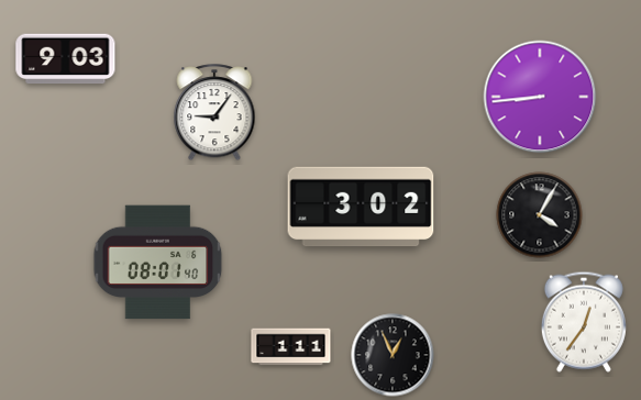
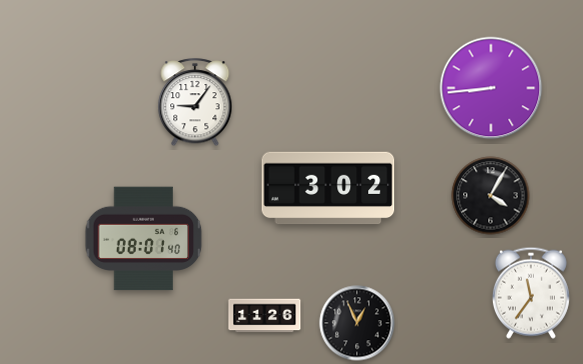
clock at (66, 59): 9:03 -> none
clock at (584, 322): 12:36 -> 11:36
clock at (291, 347): 1:11 -> 11:26
